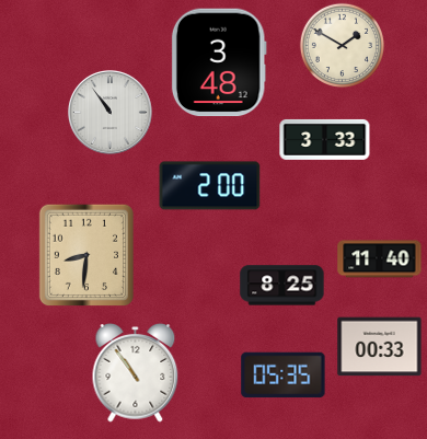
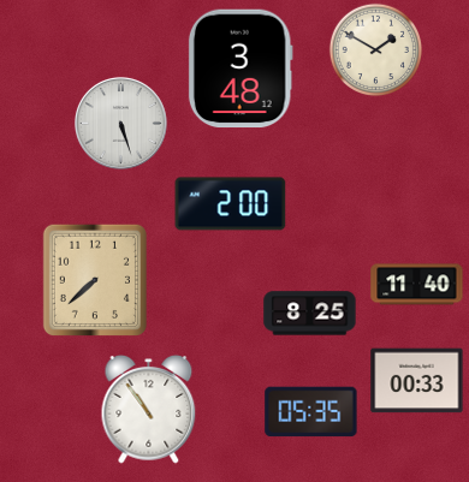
clock at (109, 112): 10:54 -> 5:27
clock at (325, 139): 3:33 -> none
clock at (86, 254): 8:31 -> 7:38
